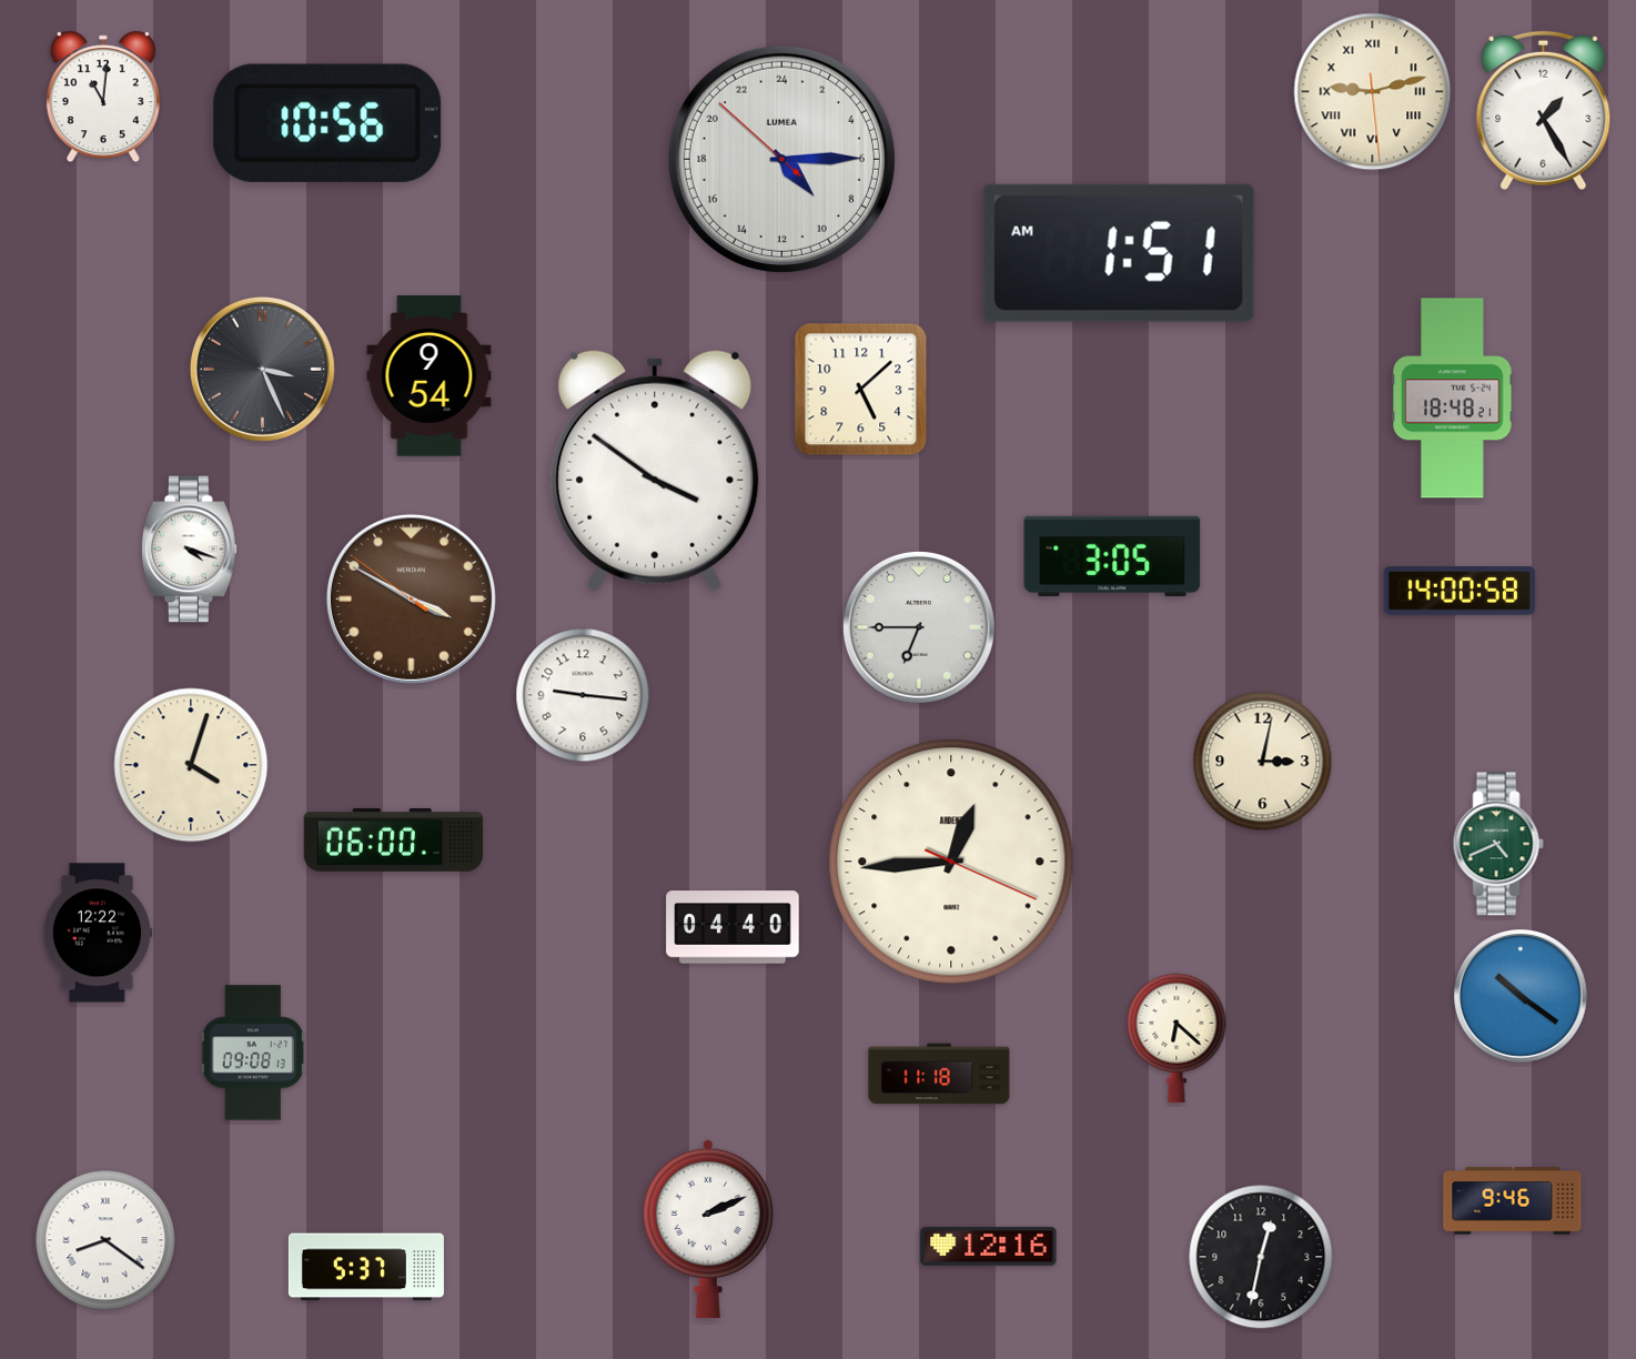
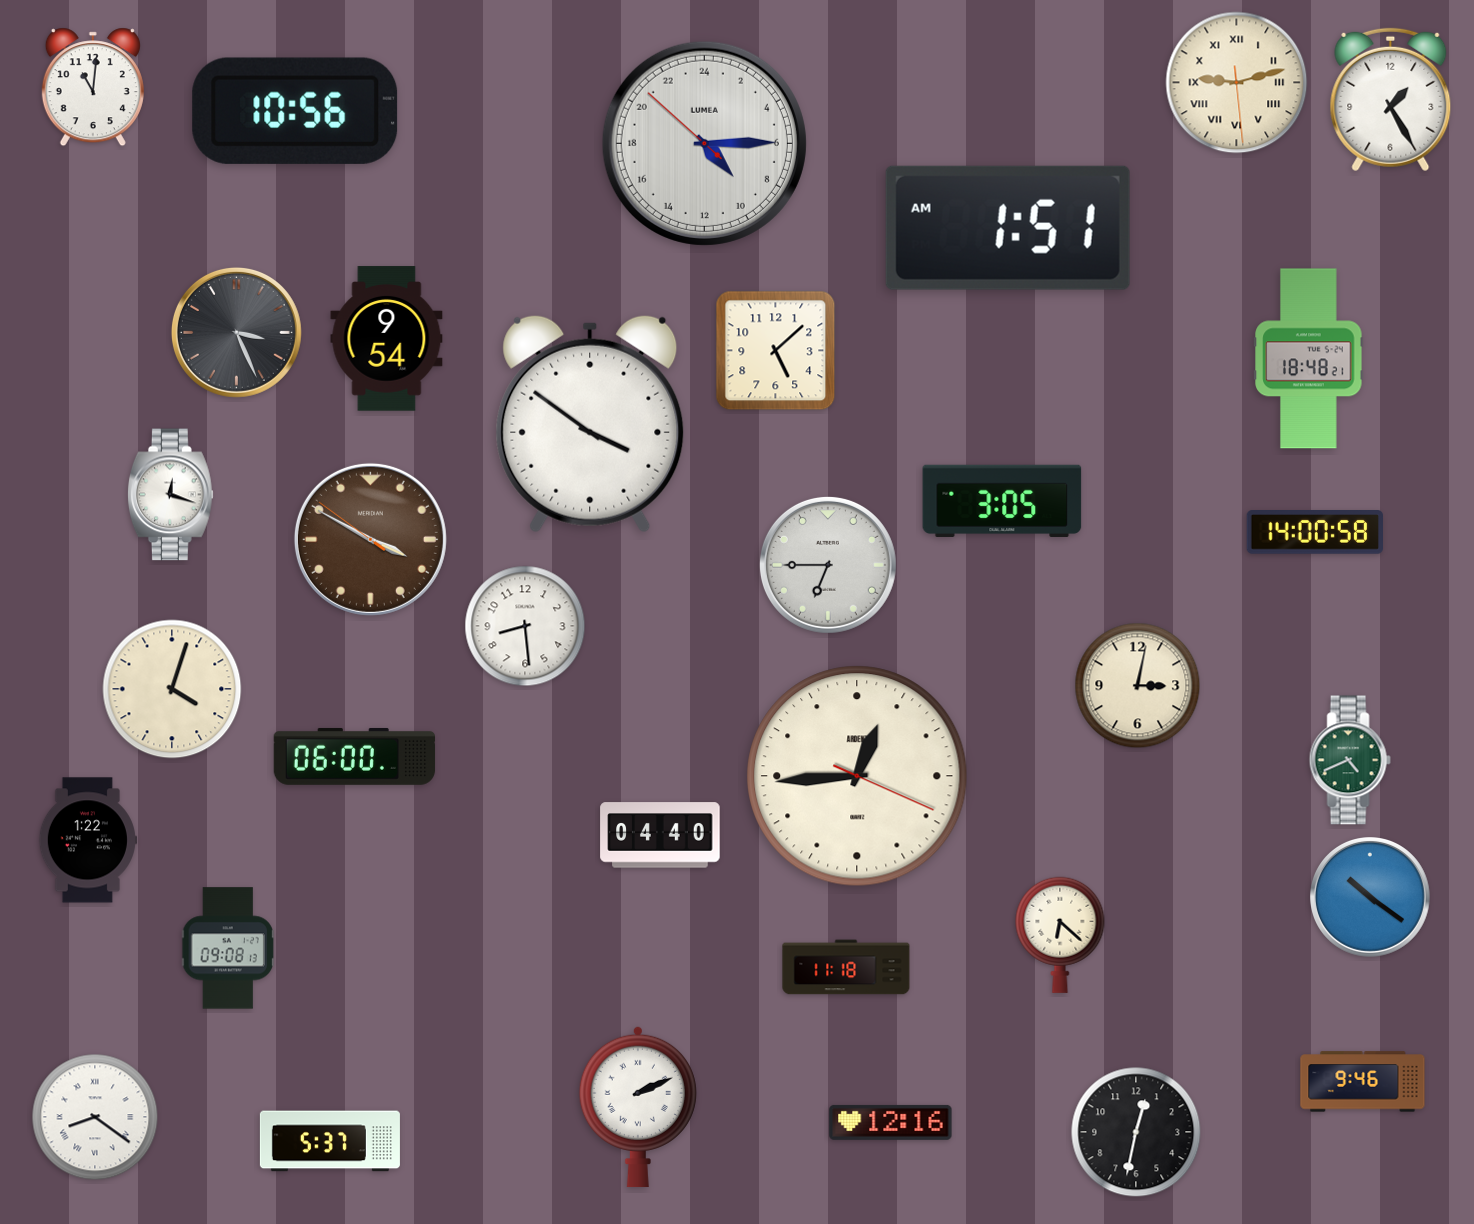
clock at (189, 550): 4:18 -> 12:18
clock at (583, 695): 9:16 -> 8:29
clock at (98, 933): 12:22 -> 1:22
